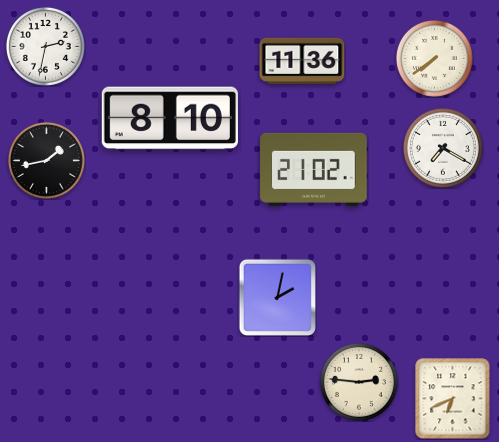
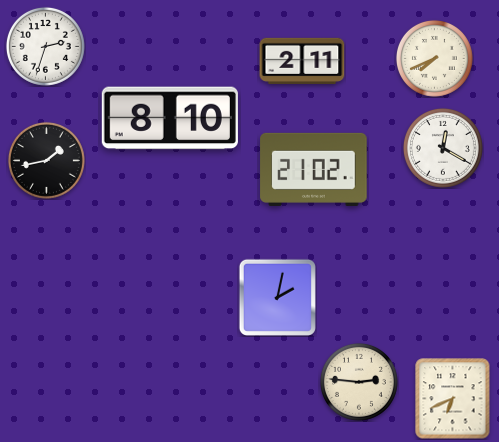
clock at (45, 46): 2:32 -> 2:33
clock at (434, 58): 7:39 -> 7:41
clock at (302, 61): 11:36 -> 2:11
clock at (443, 148): 7:20 -> 12:20
